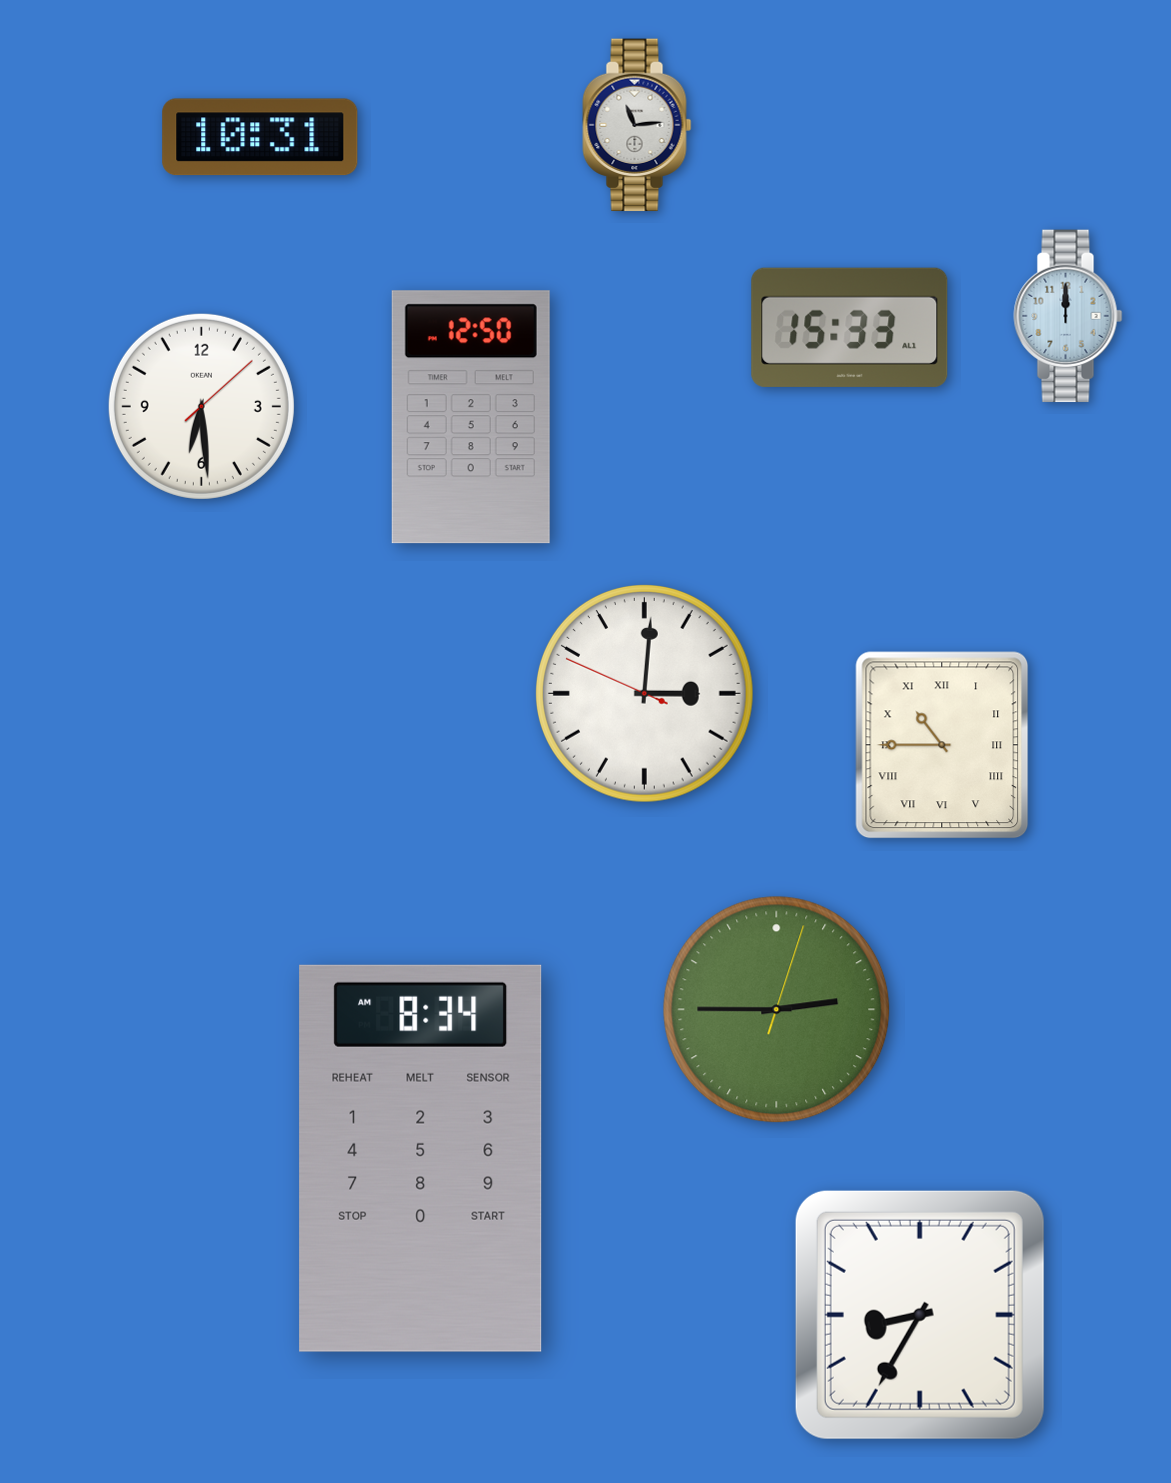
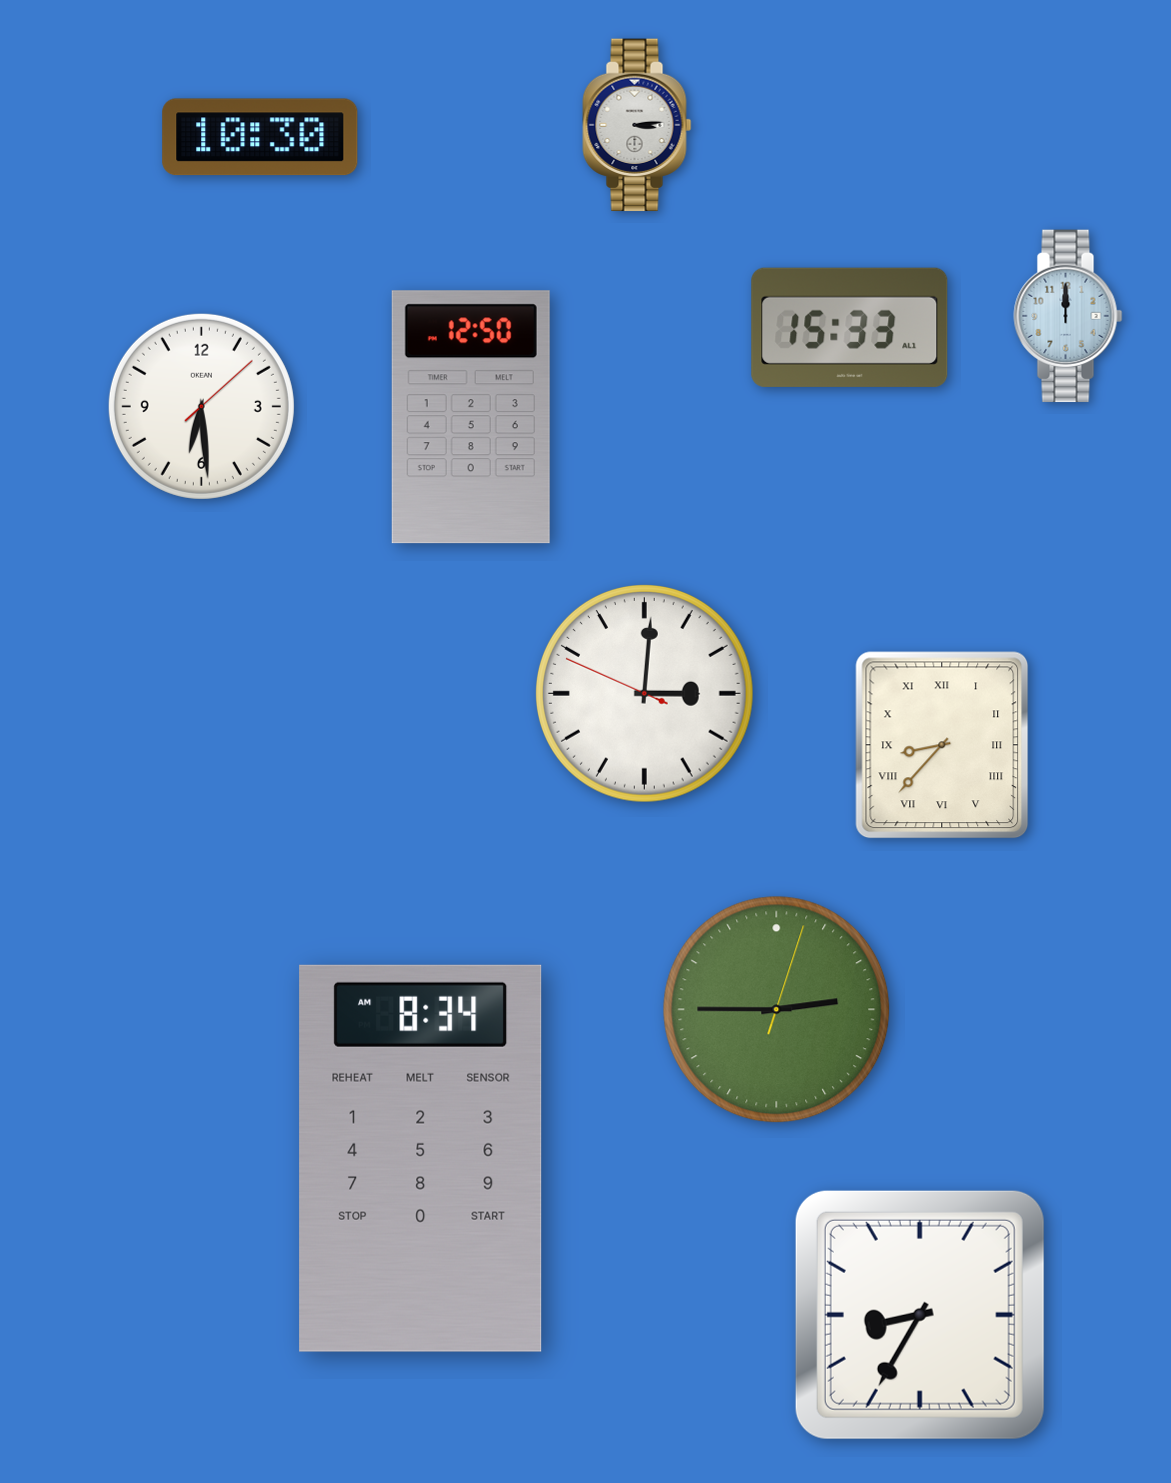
clock at (637, 125): 11:14 -> 3:14
clock at (260, 137): 10:31 -> 10:30
clock at (942, 745): 10:45 -> 8:37
